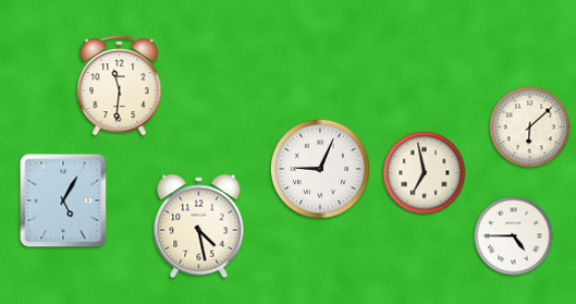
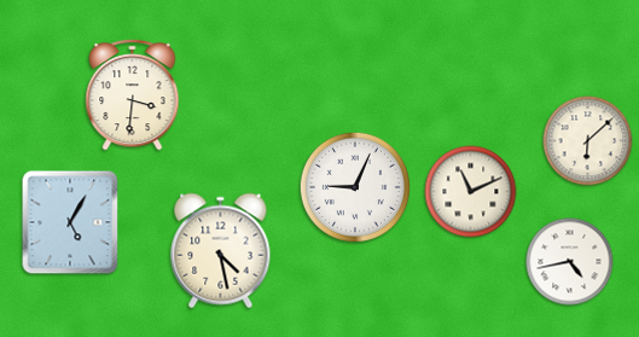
clock at (120, 86): 11:31 -> 3:31
clock at (425, 173): 6:58 -> 11:11
clock at (514, 236): 4:45 -> 4:43
